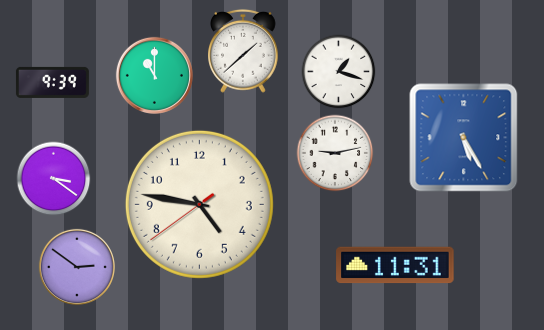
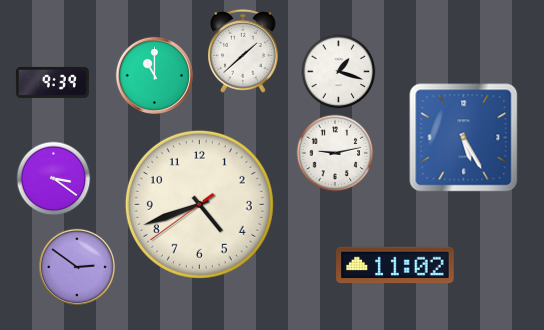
clock at (199, 204): 4:46 -> 4:41
clock at (395, 265): 11:31 -> 11:02
